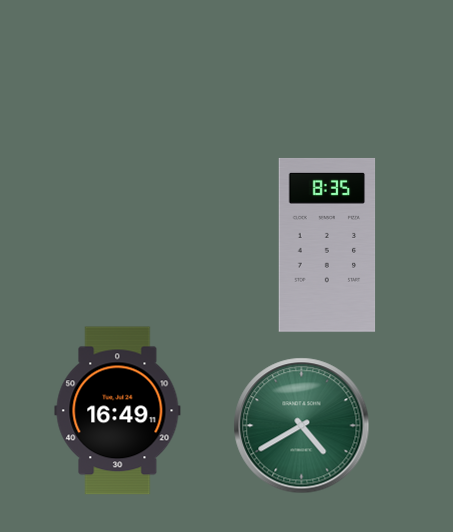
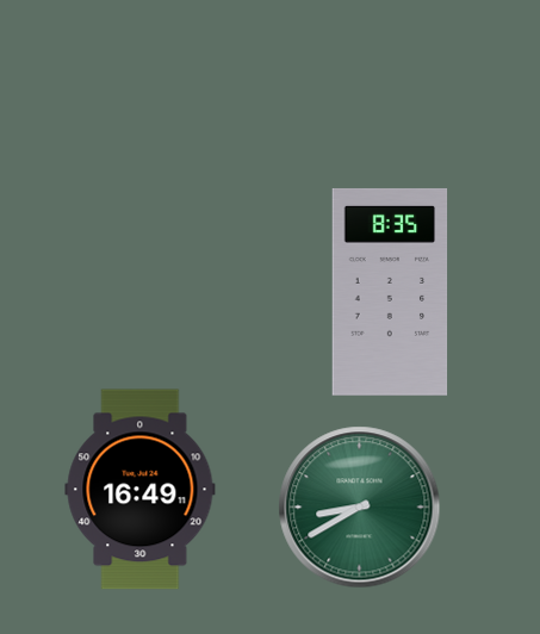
clock at (302, 426): 4:40 -> 8:40
